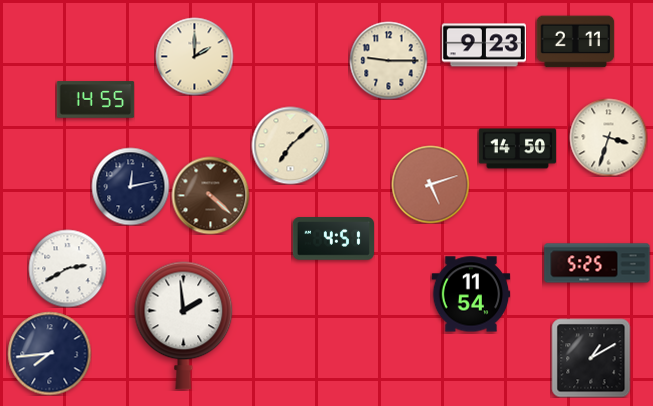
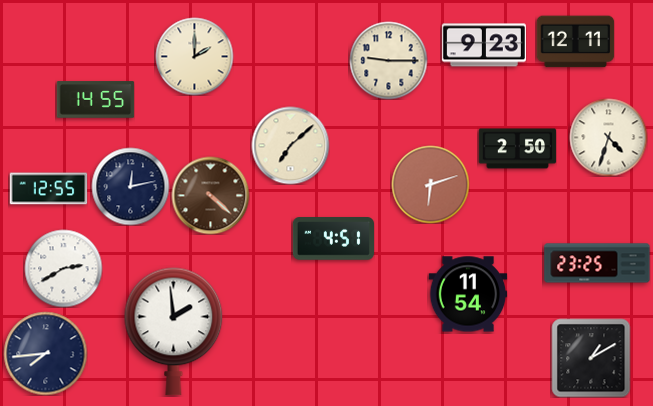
clock at (575, 42): 2:11 -> 12:11
clock at (608, 137): 3:33 -> 4:33
clock at (517, 149): 14:50 -> 2:50
clock at (430, 184): 5:12 -> 6:12
clock at (48, 189): none -> 12:55
clock at (597, 263): 5:25 -> 23:25
clock at (67, 268) position: (67, 268) -> (63, 268)
clock at (471, 294) position: (471, 294) -> (468, 294)
clock at (184, 325) position: (184, 325) -> (174, 331)
clock at (49, 353) position: (49, 353) -> (45, 353)
